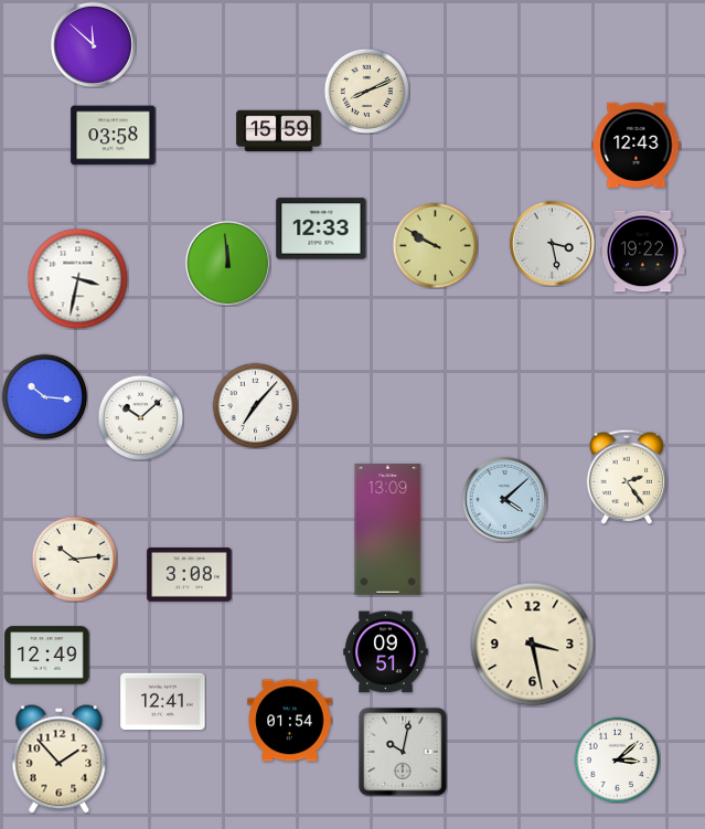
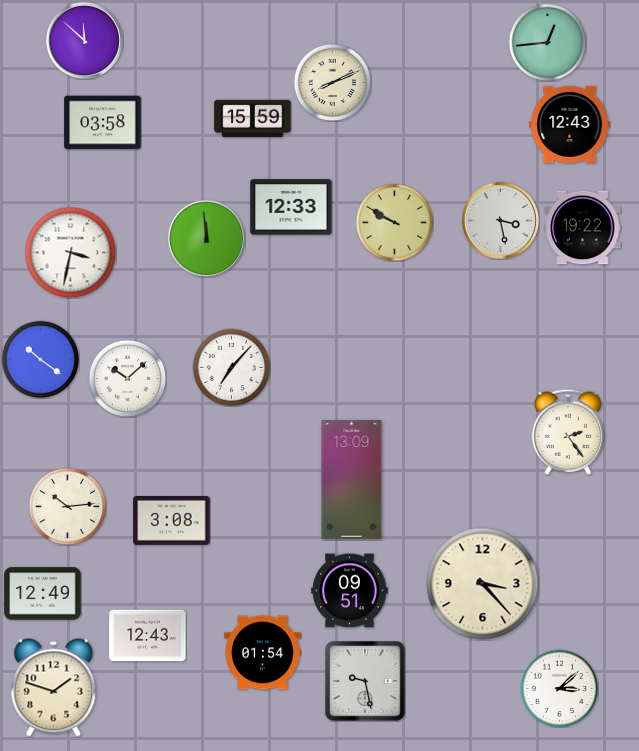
clock at (547, 42): none -> 12:44
clock at (637, 145) position: (637, 145) -> (570, 124)
clock at (44, 396): 10:16 -> 10:21
clock at (504, 499): 4:08 -> none
clock at (533, 645): 3:28 -> 3:23
clock at (163, 702): 12:41 -> 12:43
clock at (403, 752): 10:02 -> 9:28
clock at (60, 759): 1:53 -> 1:48
